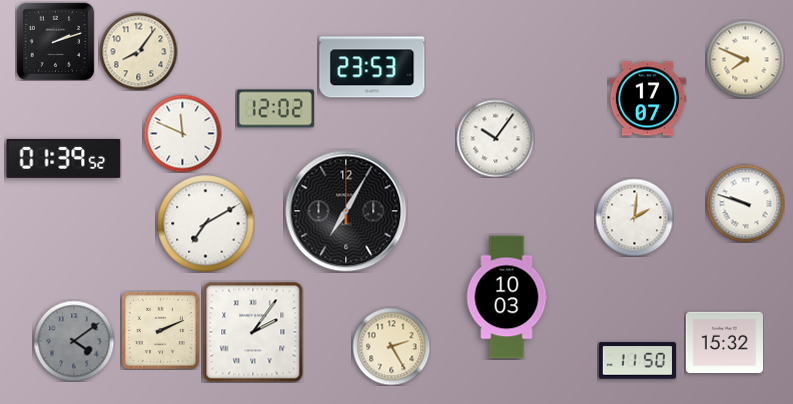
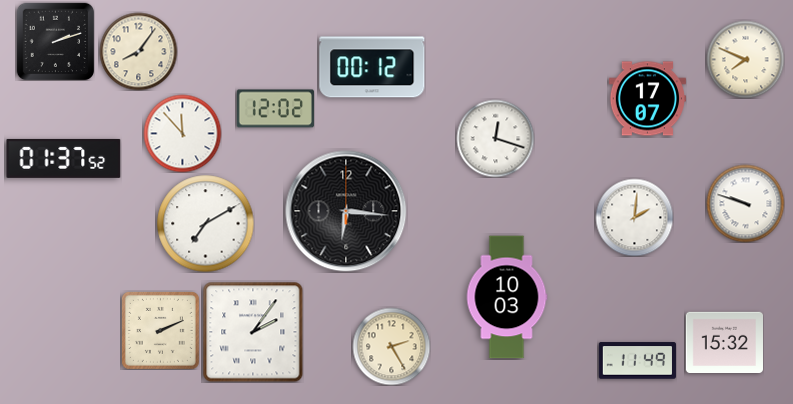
clock at (372, 67): 23:53 -> 00:12
clock at (182, 133): 11:49 -> 11:53
clock at (495, 138): 10:06 -> 12:18
clock at (64, 158): 01:39 -> 01:37
clock at (346, 211): 7:05 -> 6:16
clock at (74, 341): 4:09 -> none
clock at (637, 361): 11:50 -> 11:49
